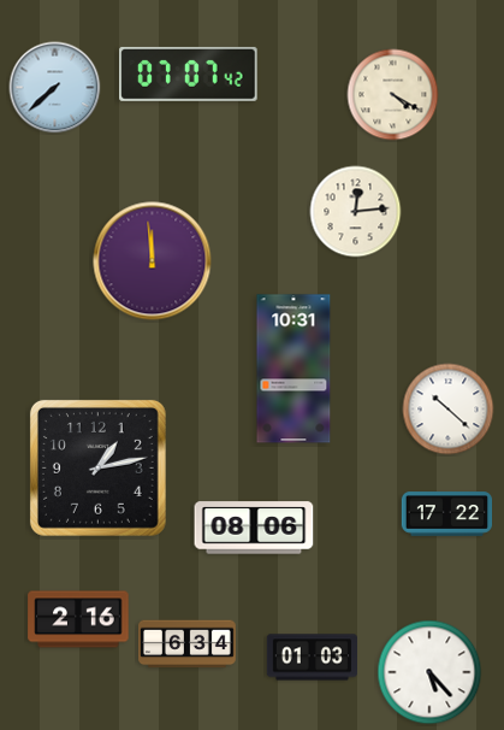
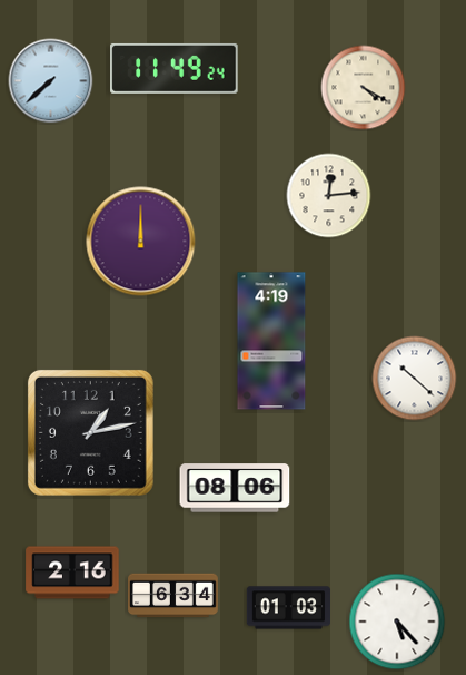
clock at (189, 73): 07:07 -> 11:49
clock at (153, 261): 11:59 -> 12:00
clock at (293, 369): 10:31 -> 4:19
clock at (447, 514): 17:22 -> none
